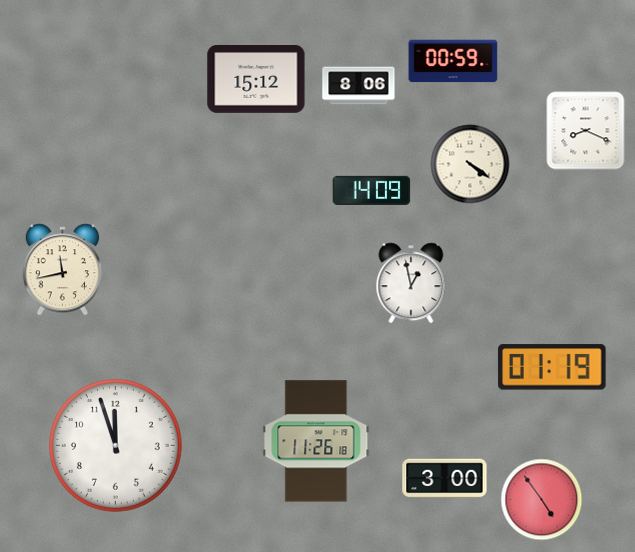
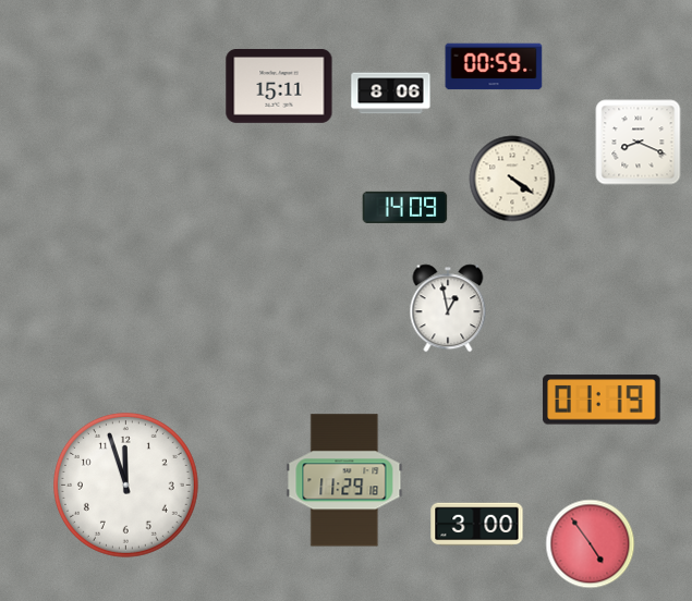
clock at (256, 80): 15:12 -> 15:11
clock at (63, 270): 11:43 -> none
clock at (316, 441): 11:26 -> 11:29
clock at (445, 479) position: (445, 479) -> (477, 525)
